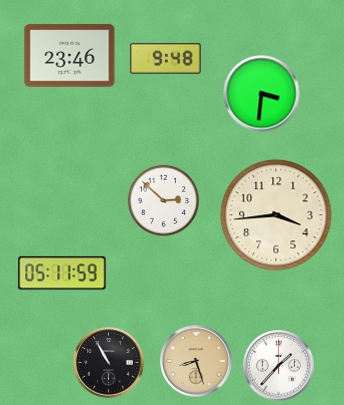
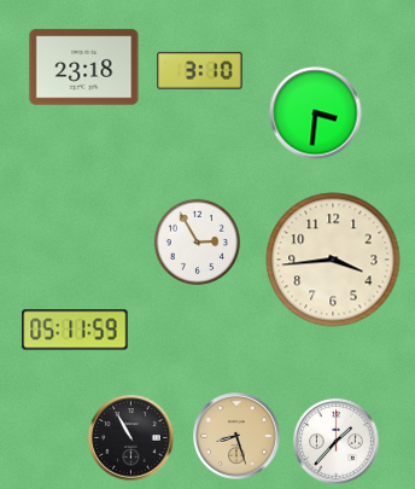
clock at (70, 56): 23:46 -> 23:18
clock at (166, 59): 9:48 -> 3:10
clock at (163, 200): 2:52 -> 2:55
